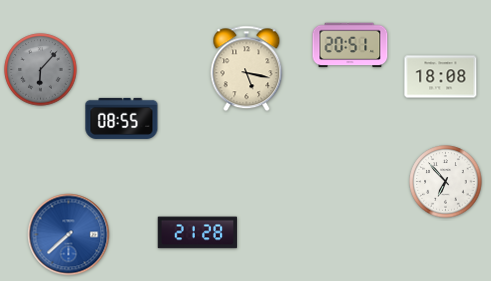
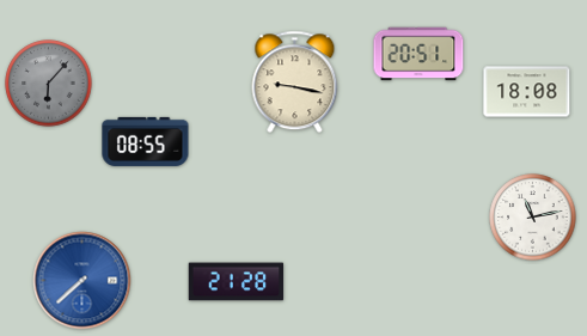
clock at (247, 69): 5:17 -> 9:17
clock at (446, 182): 6:53 -> 11:13
clock at (198, 233) position: (198, 233) -> (237, 282)
